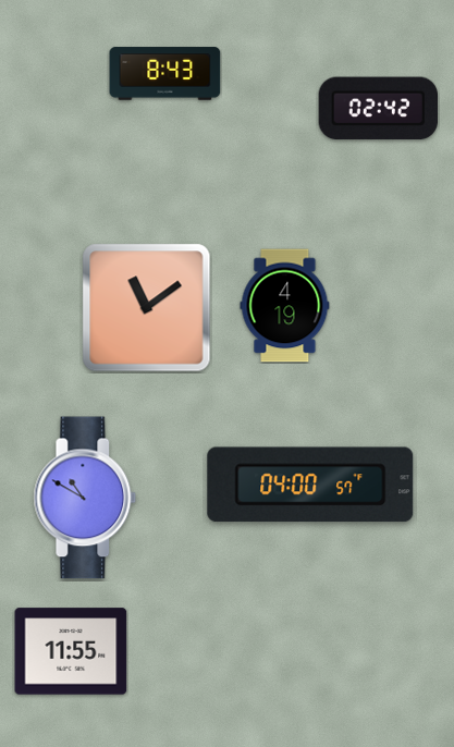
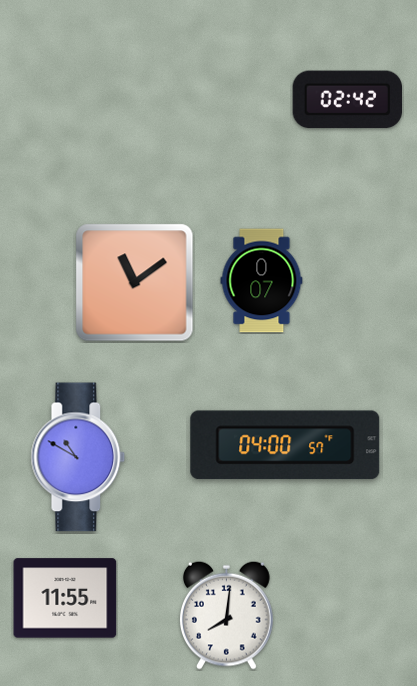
clock at (165, 74): 8:43 -> none
clock at (285, 306): 4:19 -> 0:07
clock at (227, 615): none -> 8:01
